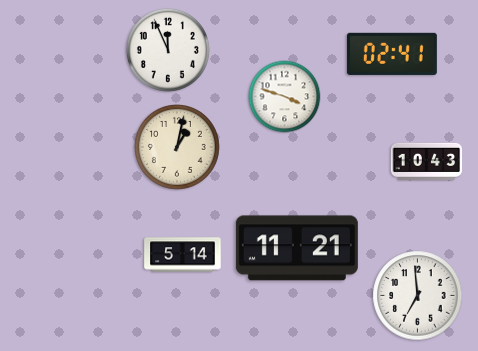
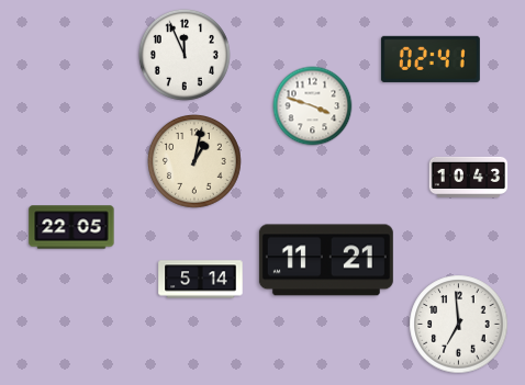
clock at (71, 227): none -> 22:05
clock at (297, 248) position: (297, 248) -> (326, 260)
